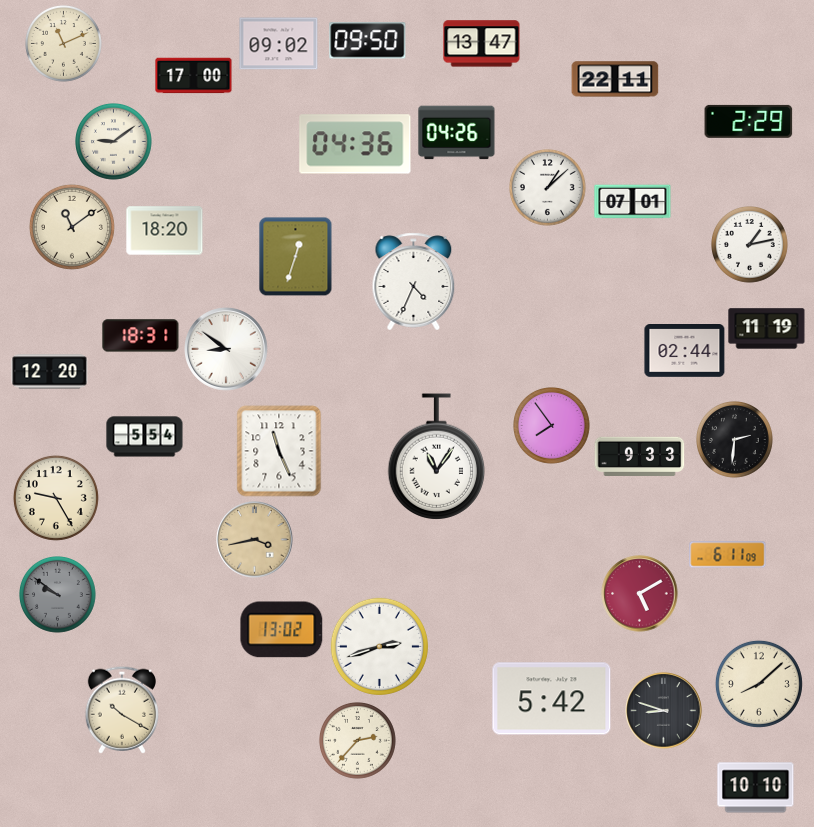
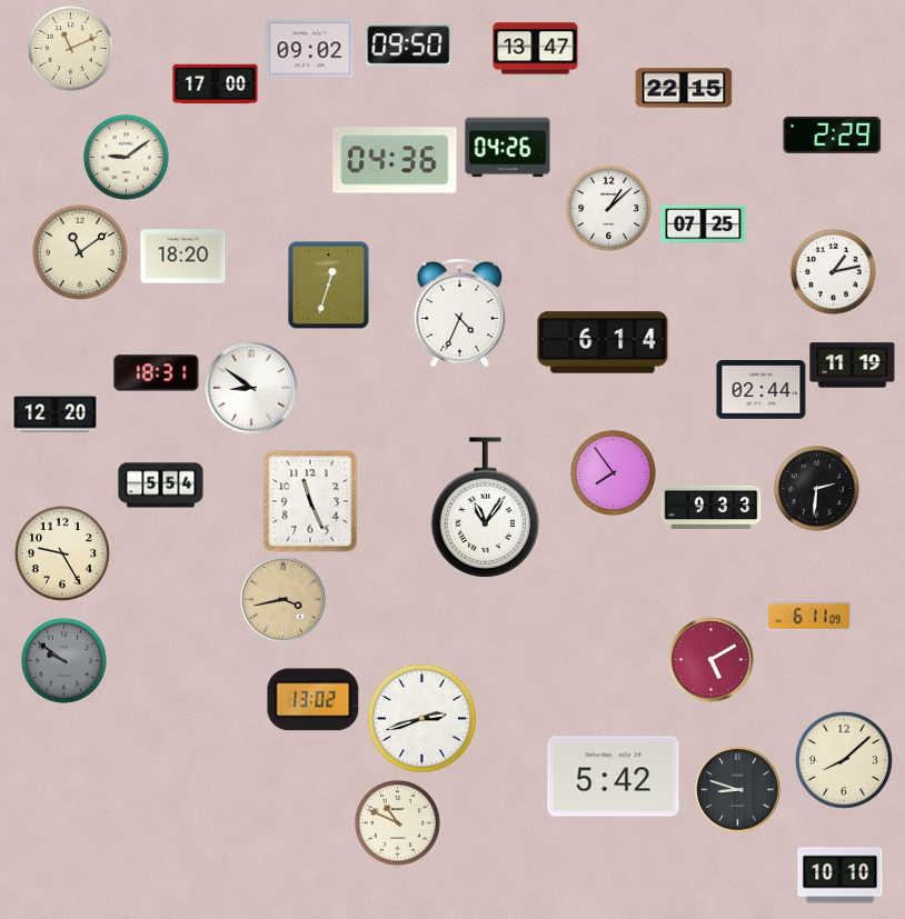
clock at (615, 79): 22:11 -> 22:15
clock at (633, 202): 07:01 -> 07:25
clock at (603, 342): none -> 6:14
clock at (121, 710): 10:20 -> none
clock at (358, 741): 2:37 -> 10:49
